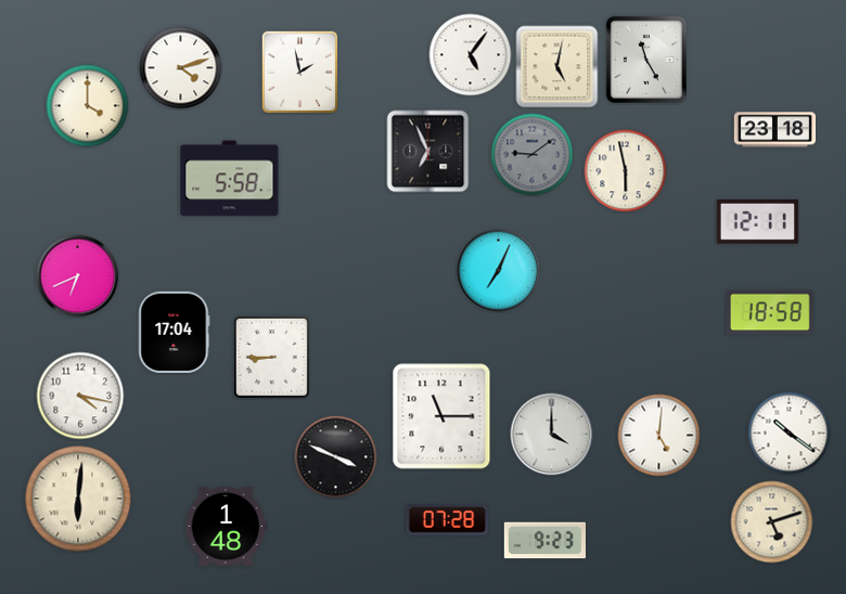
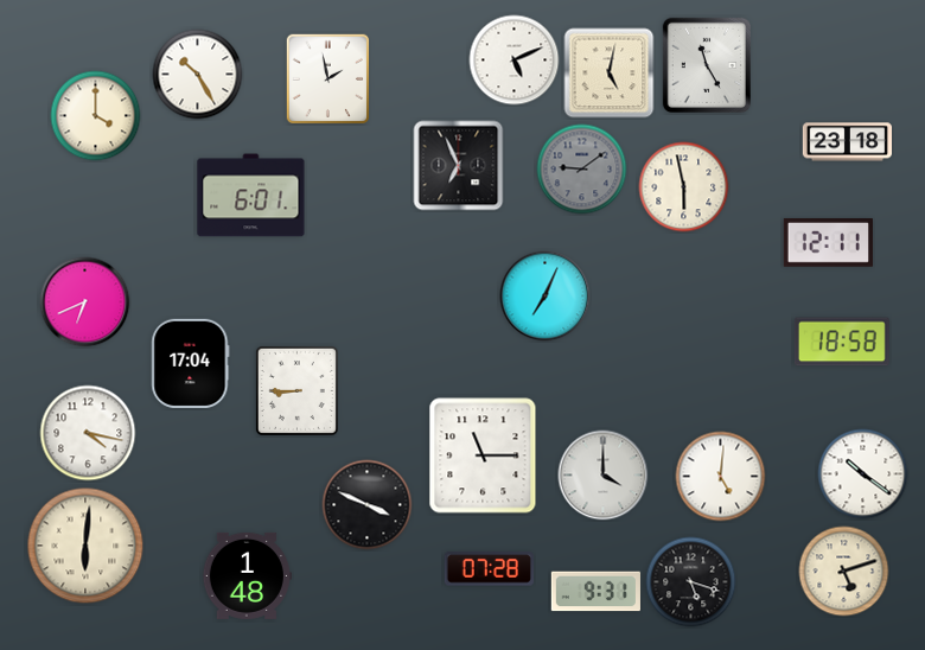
clock at (471, 55): 5:06 -> 5:11
clock at (181, 68): 4:12 -> 10:25
clock at (428, 152) position: (428, 152) -> (459, 166)
clock at (230, 179): 5:58 -> 6:01
clock at (336, 457) position: (336, 457) -> (368, 505)
clock at (691, 582): none -> 5:18
clock at (544, 541): 9:23 -> 9:31
